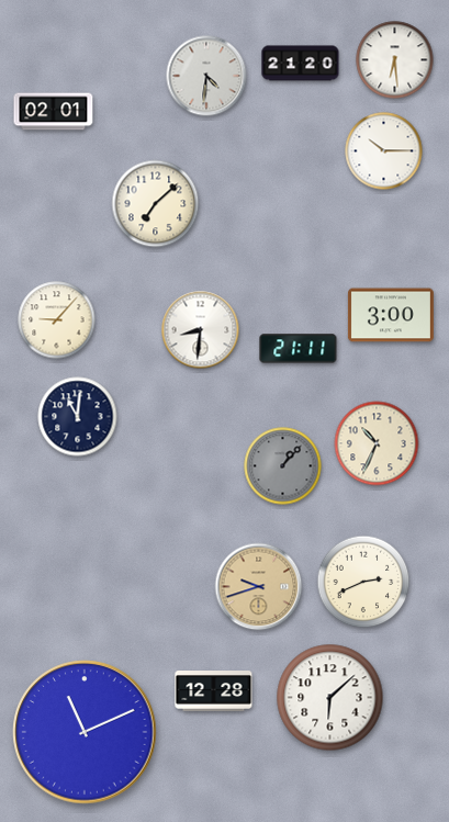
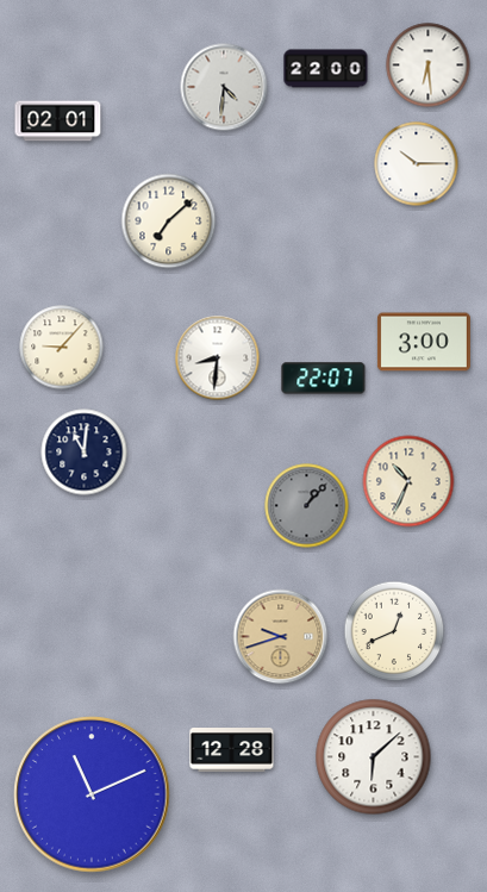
clock at (301, 64): 21:20 -> 22:00
clock at (206, 76) position: (206, 76) -> (224, 87)
clock at (299, 349): 21:11 -> 22:07
clock at (363, 582): 2:41 -> 12:41
clock at (330, 698) position: (330, 698) -> (374, 757)
